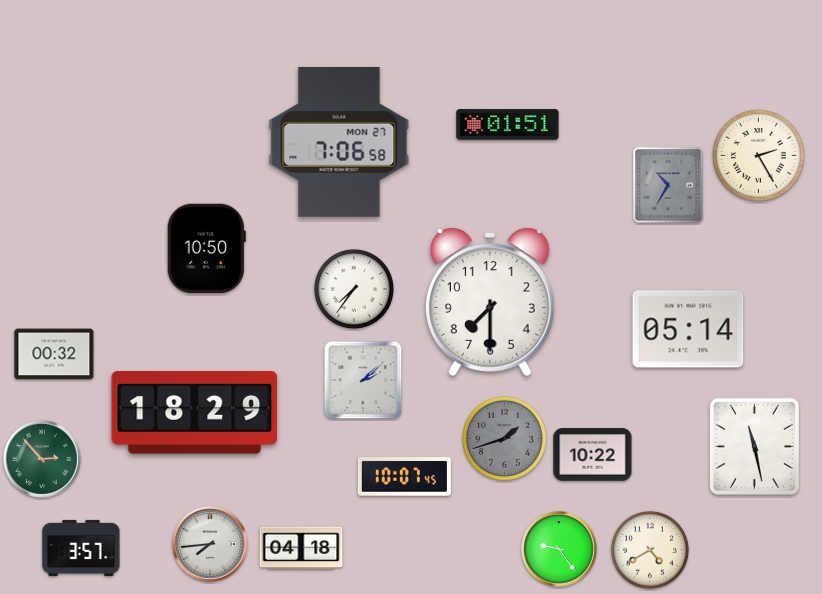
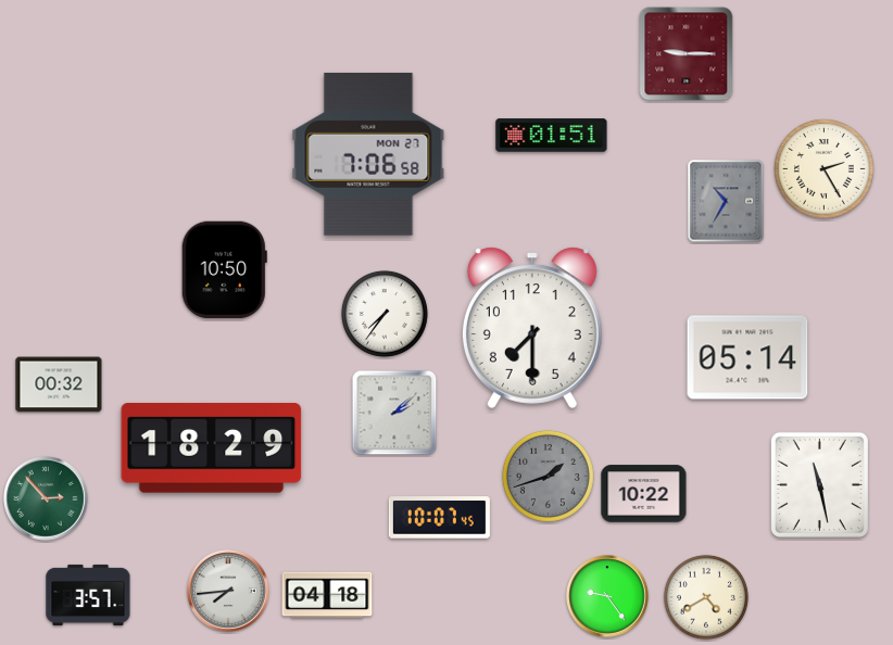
clock at (687, 54): none -> 9:15
